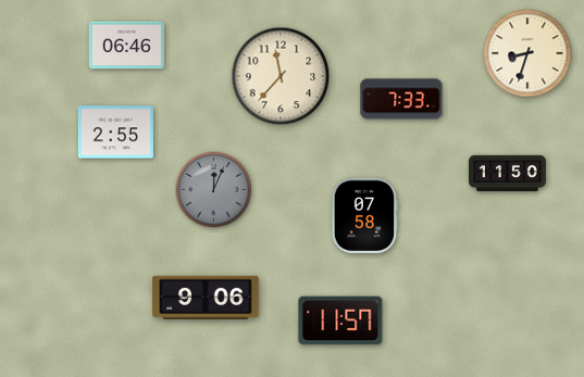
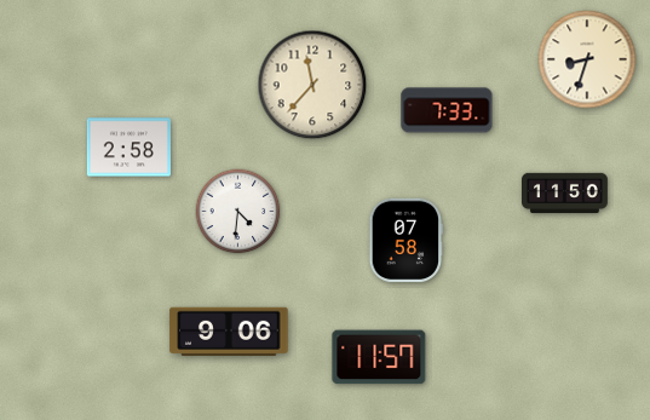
clock at (126, 46): 06:46 -> none
clock at (115, 133): 2:55 -> 2:58
clock at (214, 190): 12:04 -> 4:31
clock at (214, 190) dial: grey -> white
